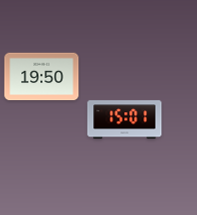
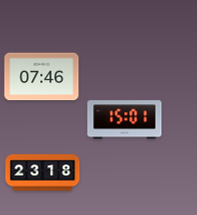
clock at (42, 77): 19:50 -> 07:46
clock at (43, 173): none -> 23:18
